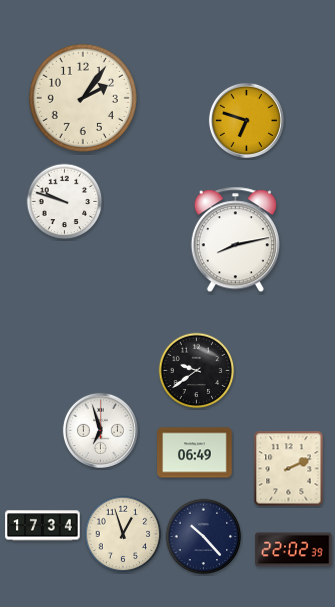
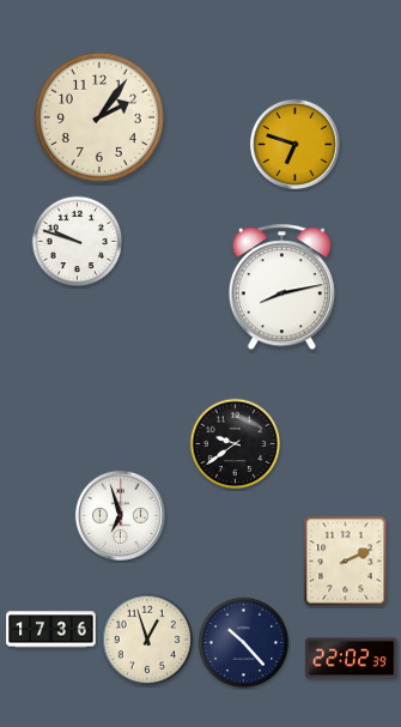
clock at (195, 453): 06:49 -> none
clock at (43, 526): 17:34 -> 17:36
